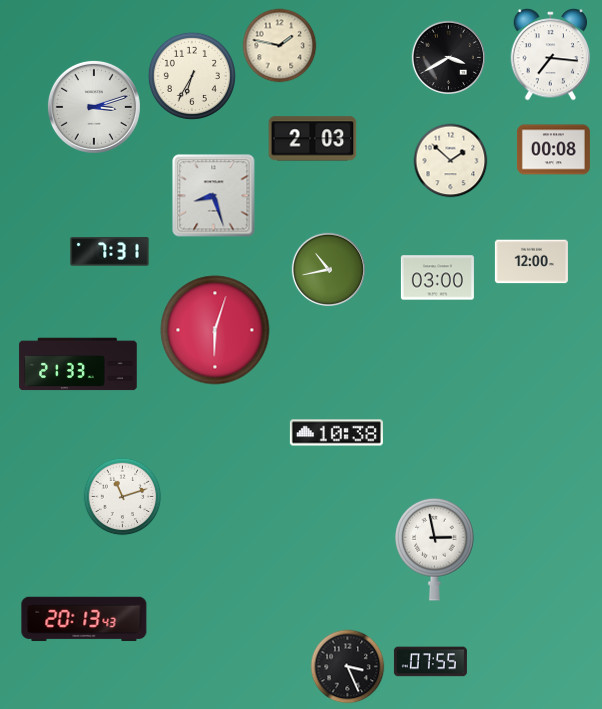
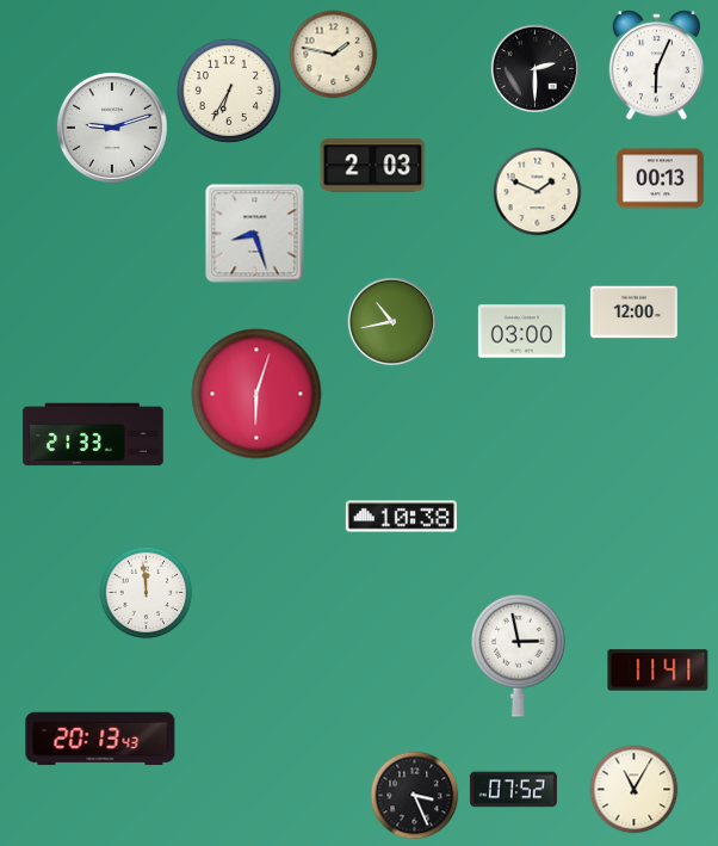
clock at (551, 55): 7:16 -> 6:04
clock at (448, 57): 3:40 -> 2:30
clock at (94, 107): 3:12 -> 9:12
clock at (553, 150): 00:08 -> 00:13
clock at (451, 161): 1:52 -> 1:49
clock at (110, 252): 7:31 -> none
clock at (123, 497): 11:12 -> 11:59
clock at (658, 671): none -> 11:41
clock at (430, 662): 07:55 -> 07:52
clock at (635, 790): none -> 11:05
